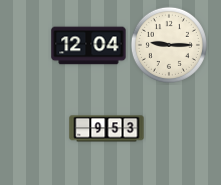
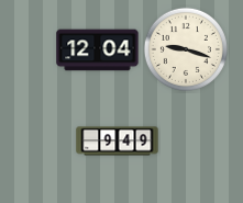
clock at (169, 45): 9:15 -> 9:18
clock at (107, 129): 9:53 -> 9:49
